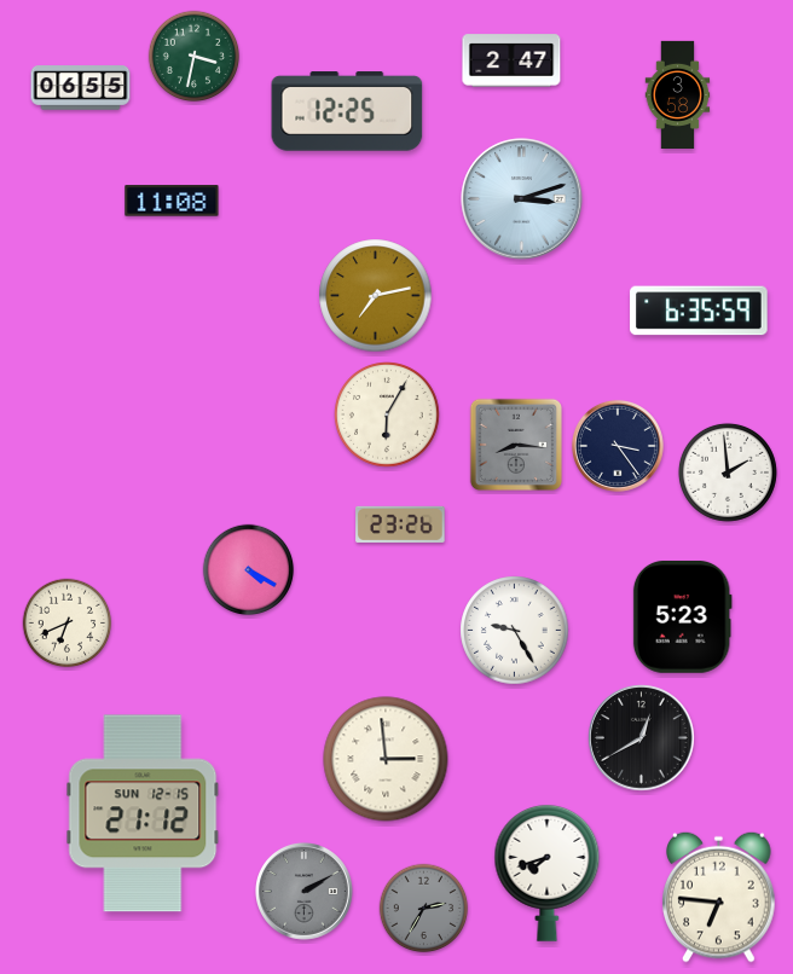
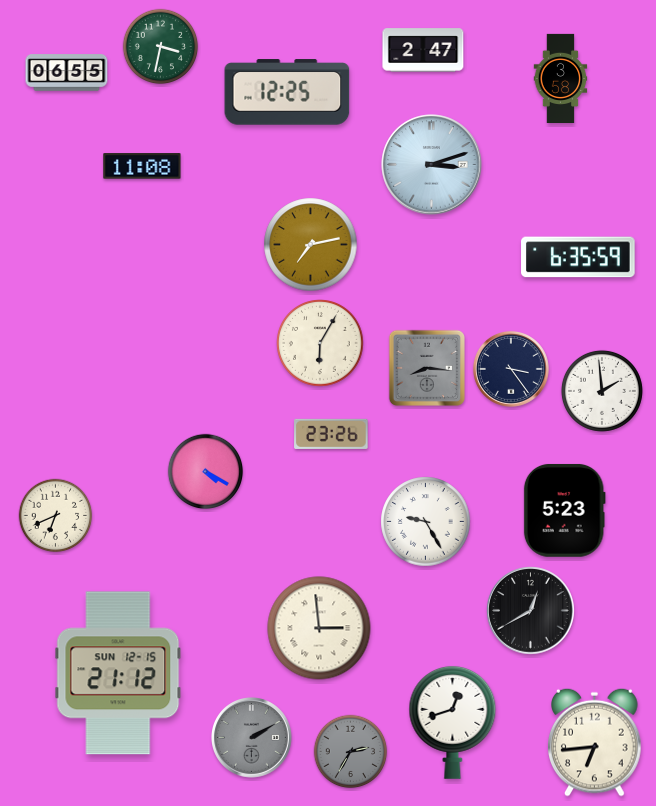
clock at (548, 872): 7:42 -> 12:42
clock at (719, 897): 6:46 -> 6:44
